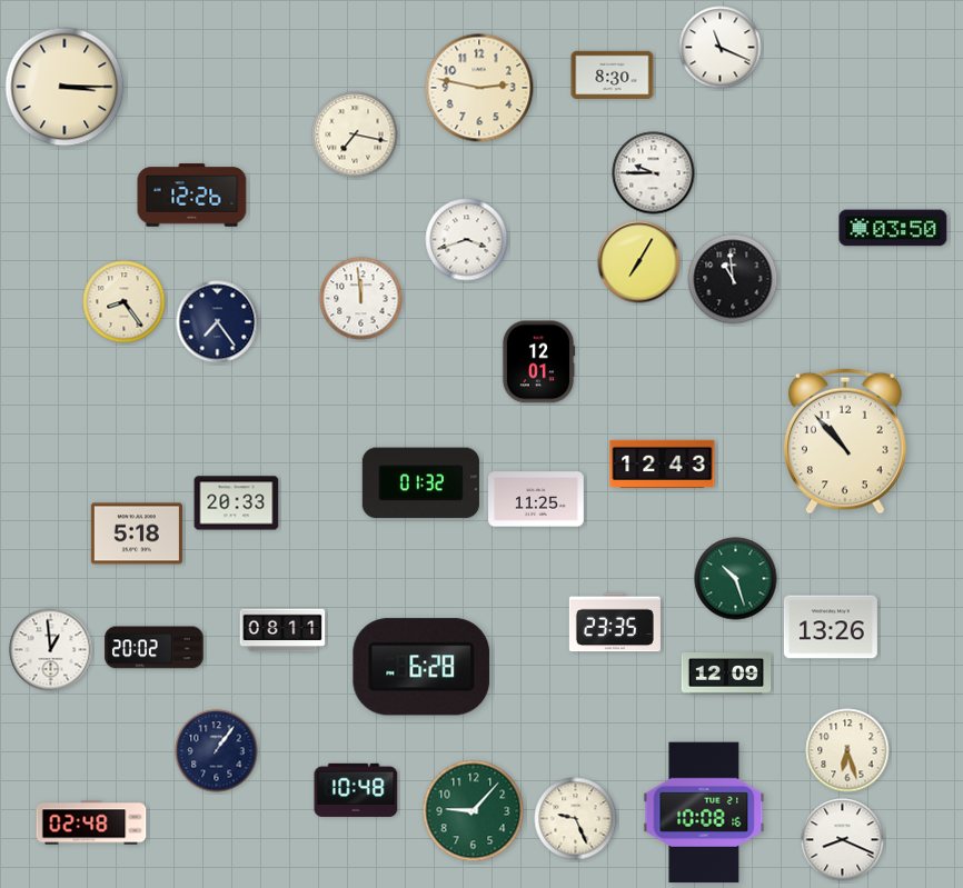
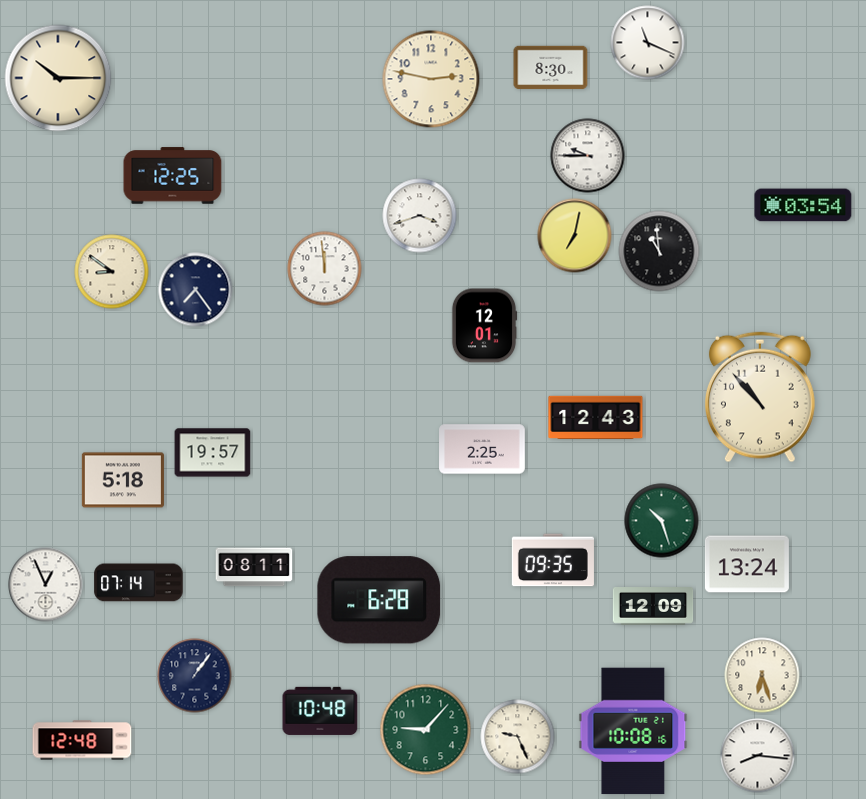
clock at (64, 87): 3:15 -> 10:15
clock at (355, 134): 7:17 -> none
clock at (192, 196): 12:26 -> 12:25
clock at (893, 228): 03:50 -> 03:54
clock at (639, 262): 7:05 -> 7:02
clock at (125, 302): 8:24 -> 8:51
clock at (420, 483): 01:32 -> none
clock at (536, 499): 11:25 -> 2:25
clock at (237, 503): 20:33 -> 19:57
clock at (615, 622): 23:35 -> 09:35
clock at (831, 627): 13:26 -> 13:24
clock at (155, 648): 20:02 -> 07:14
clock at (51, 650): 12:59 -> 12:56
clock at (91, 822): 02:48 -> 12:48
clock at (843, 840): 8:19 -> 8:16
